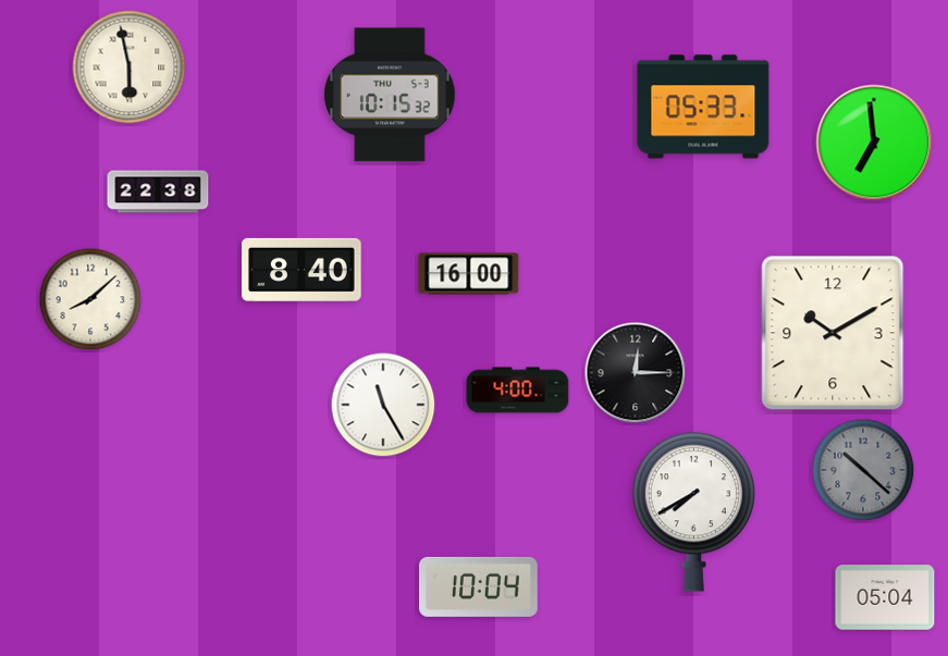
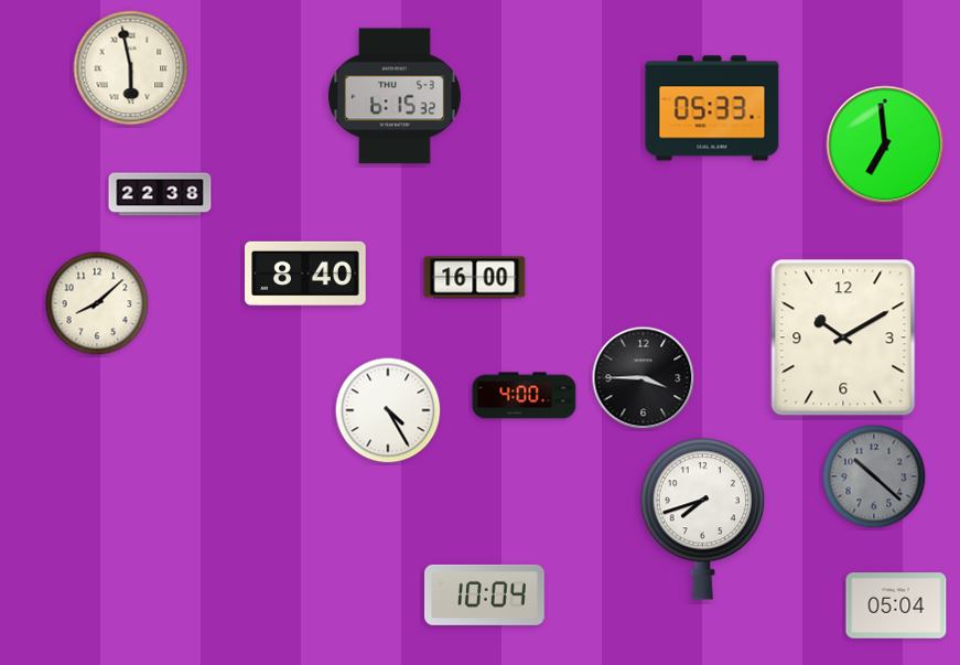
clock at (390, 95): 10:15 -> 6:15
clock at (90, 299) position: (90, 299) -> (97, 303)
clock at (636, 373): 12:15 -> 3:45
clock at (383, 405): 11:25 -> 4:25
clock at (693, 512): 7:40 -> 7:42
